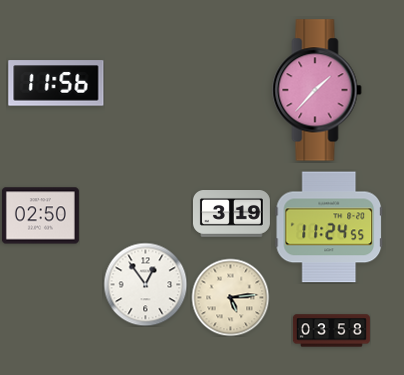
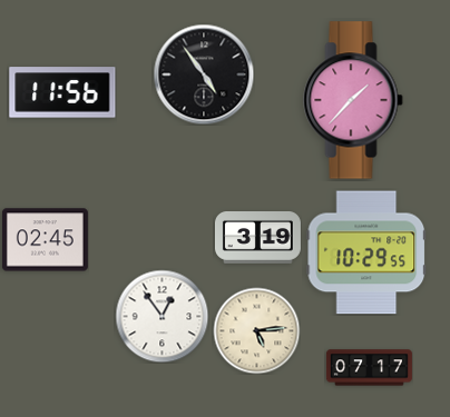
clock at (204, 75): none -> 4:54
clock at (40, 216): 02:50 -> 02:45
clock at (329, 227): 11:24 -> 10:29
clock at (331, 331): 03:58 -> 07:17
